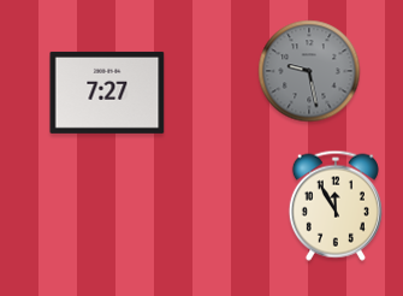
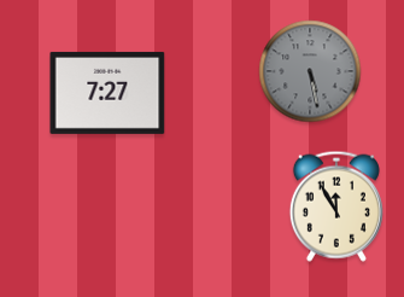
clock at (309, 71): 9:28 -> 5:28
